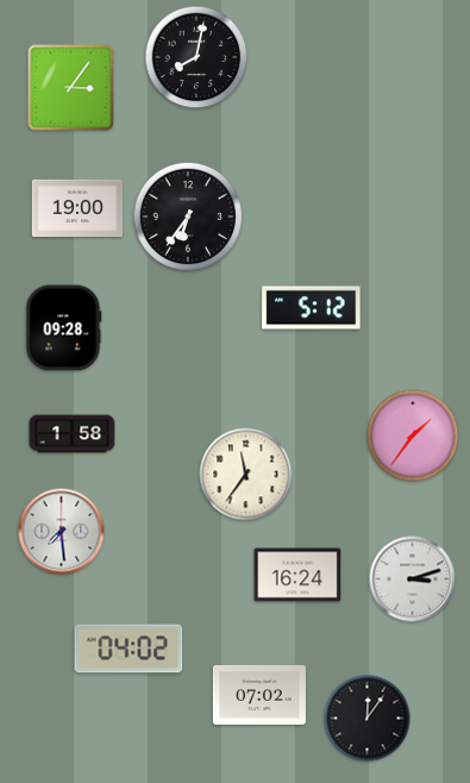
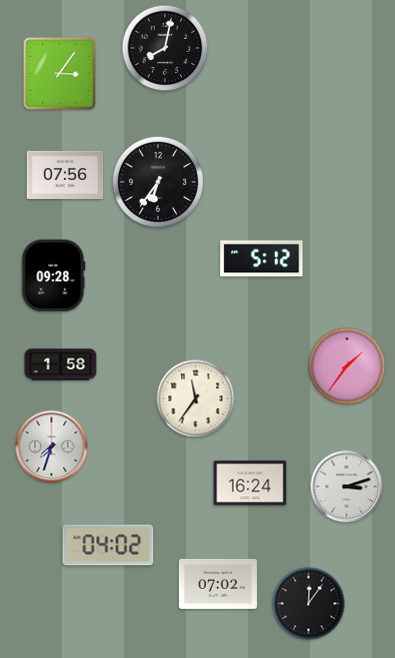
clock at (77, 207): 19:00 -> 07:56
clock at (246, 475) position: (246, 475) -> (196, 399)
clock at (62, 532): 7:29 -> 7:33
